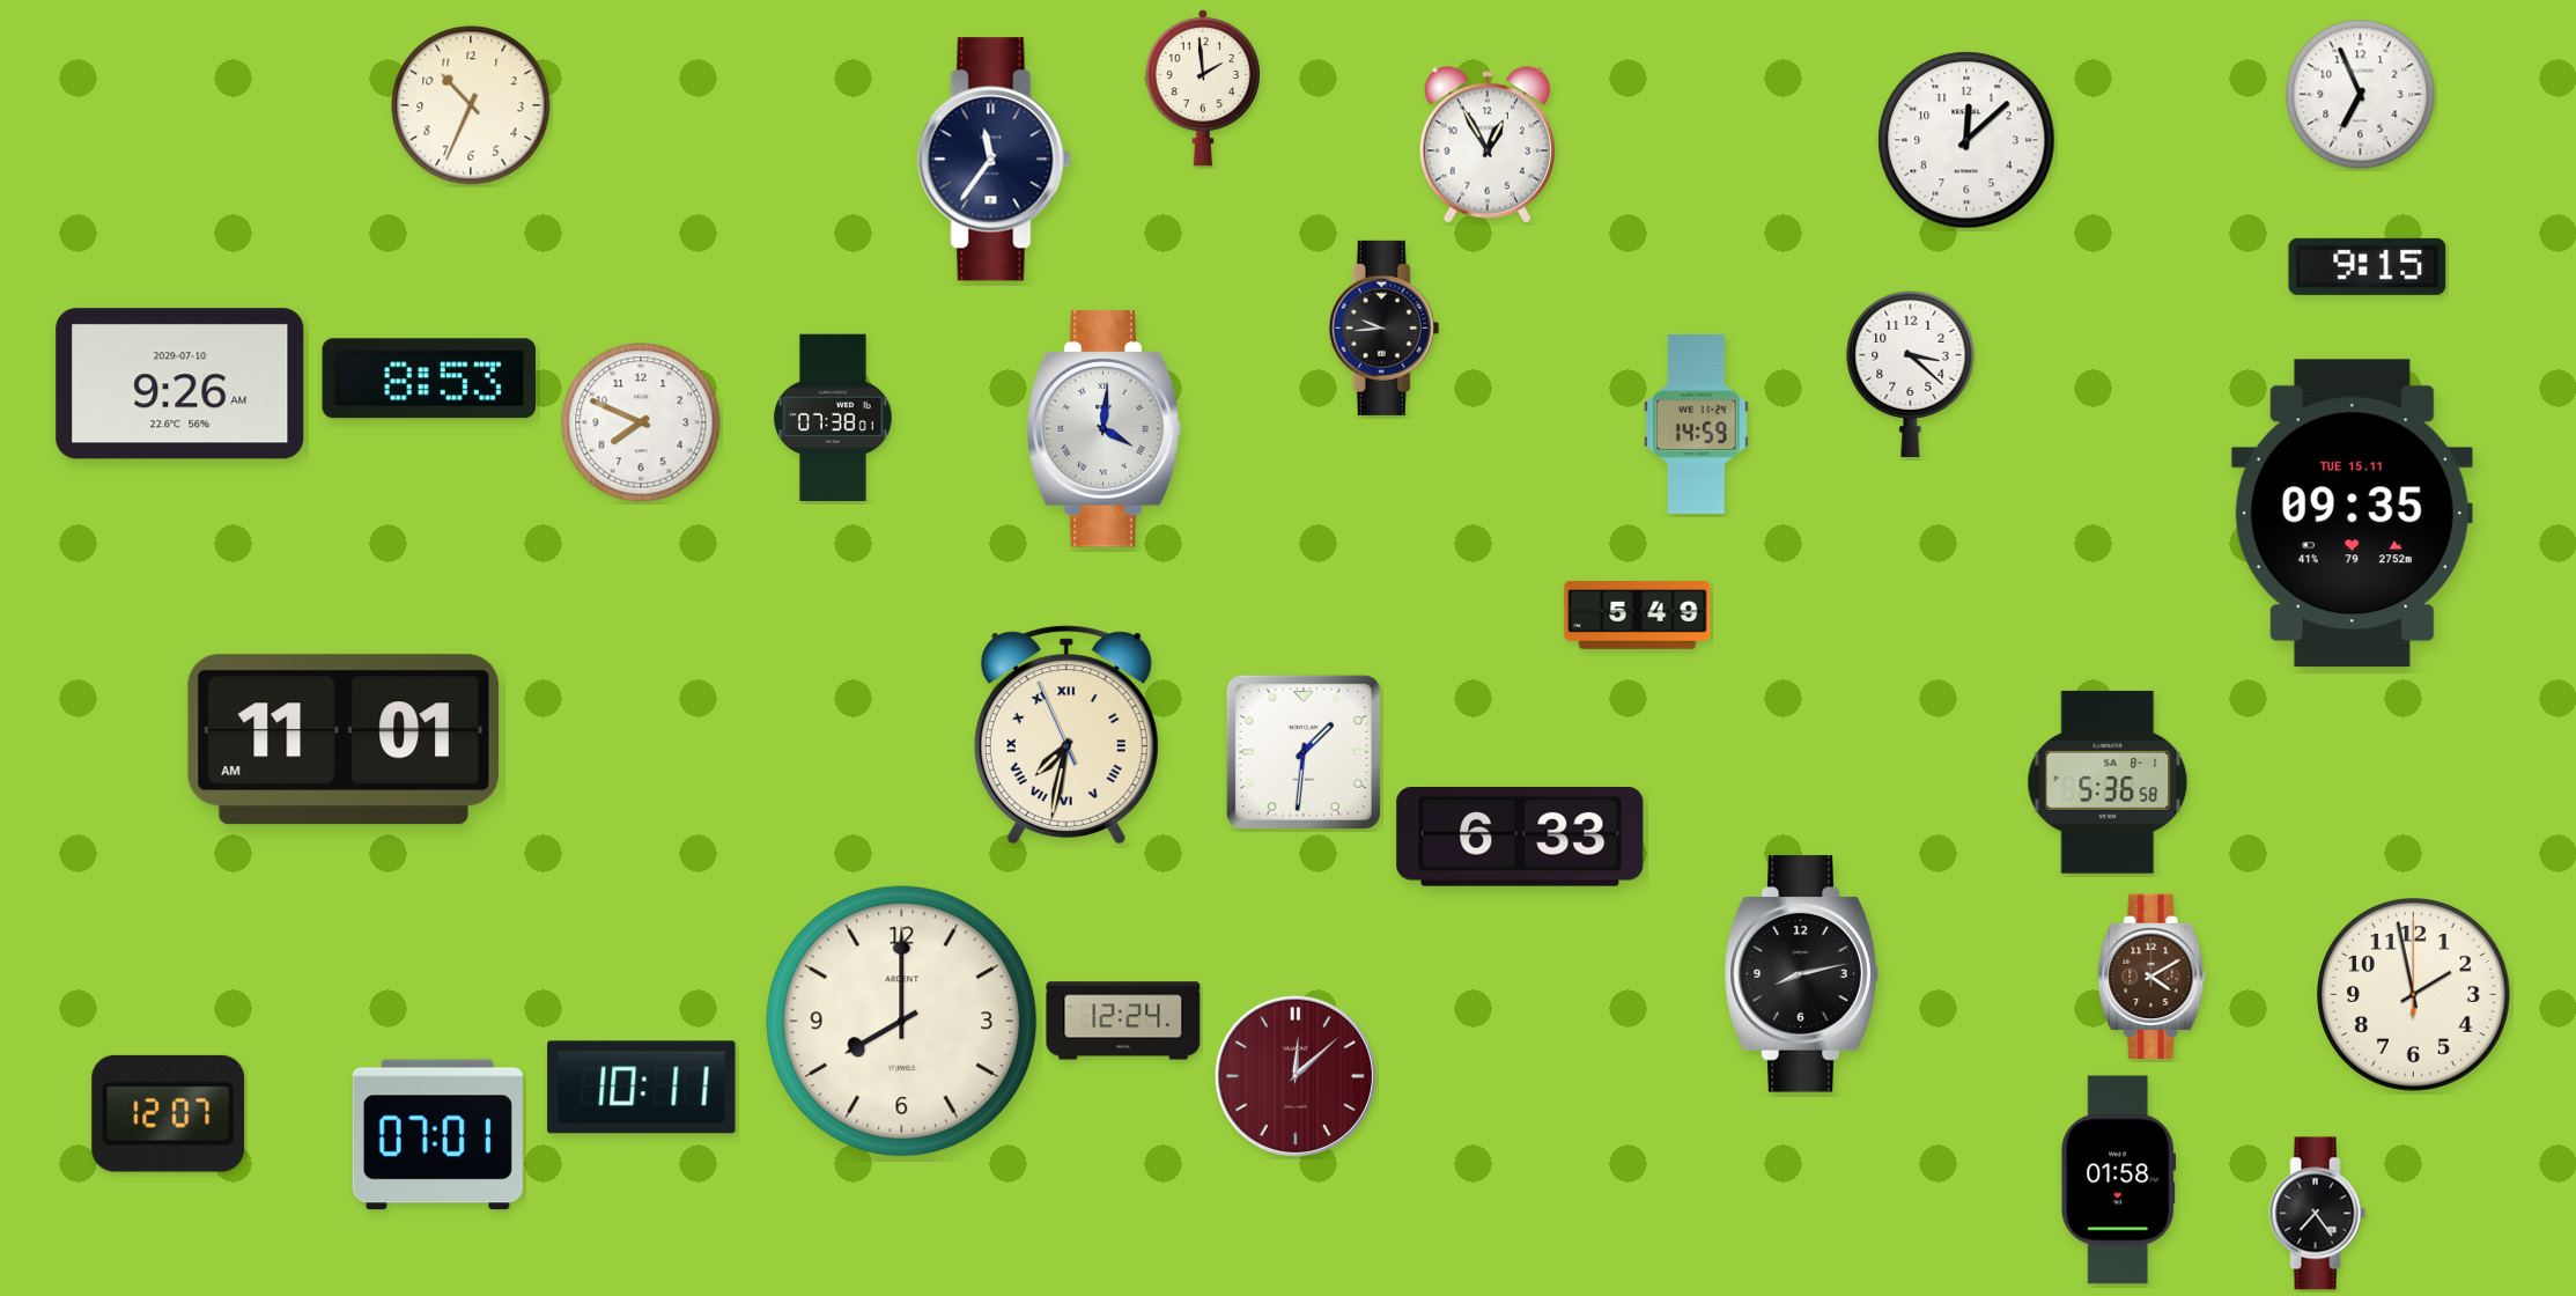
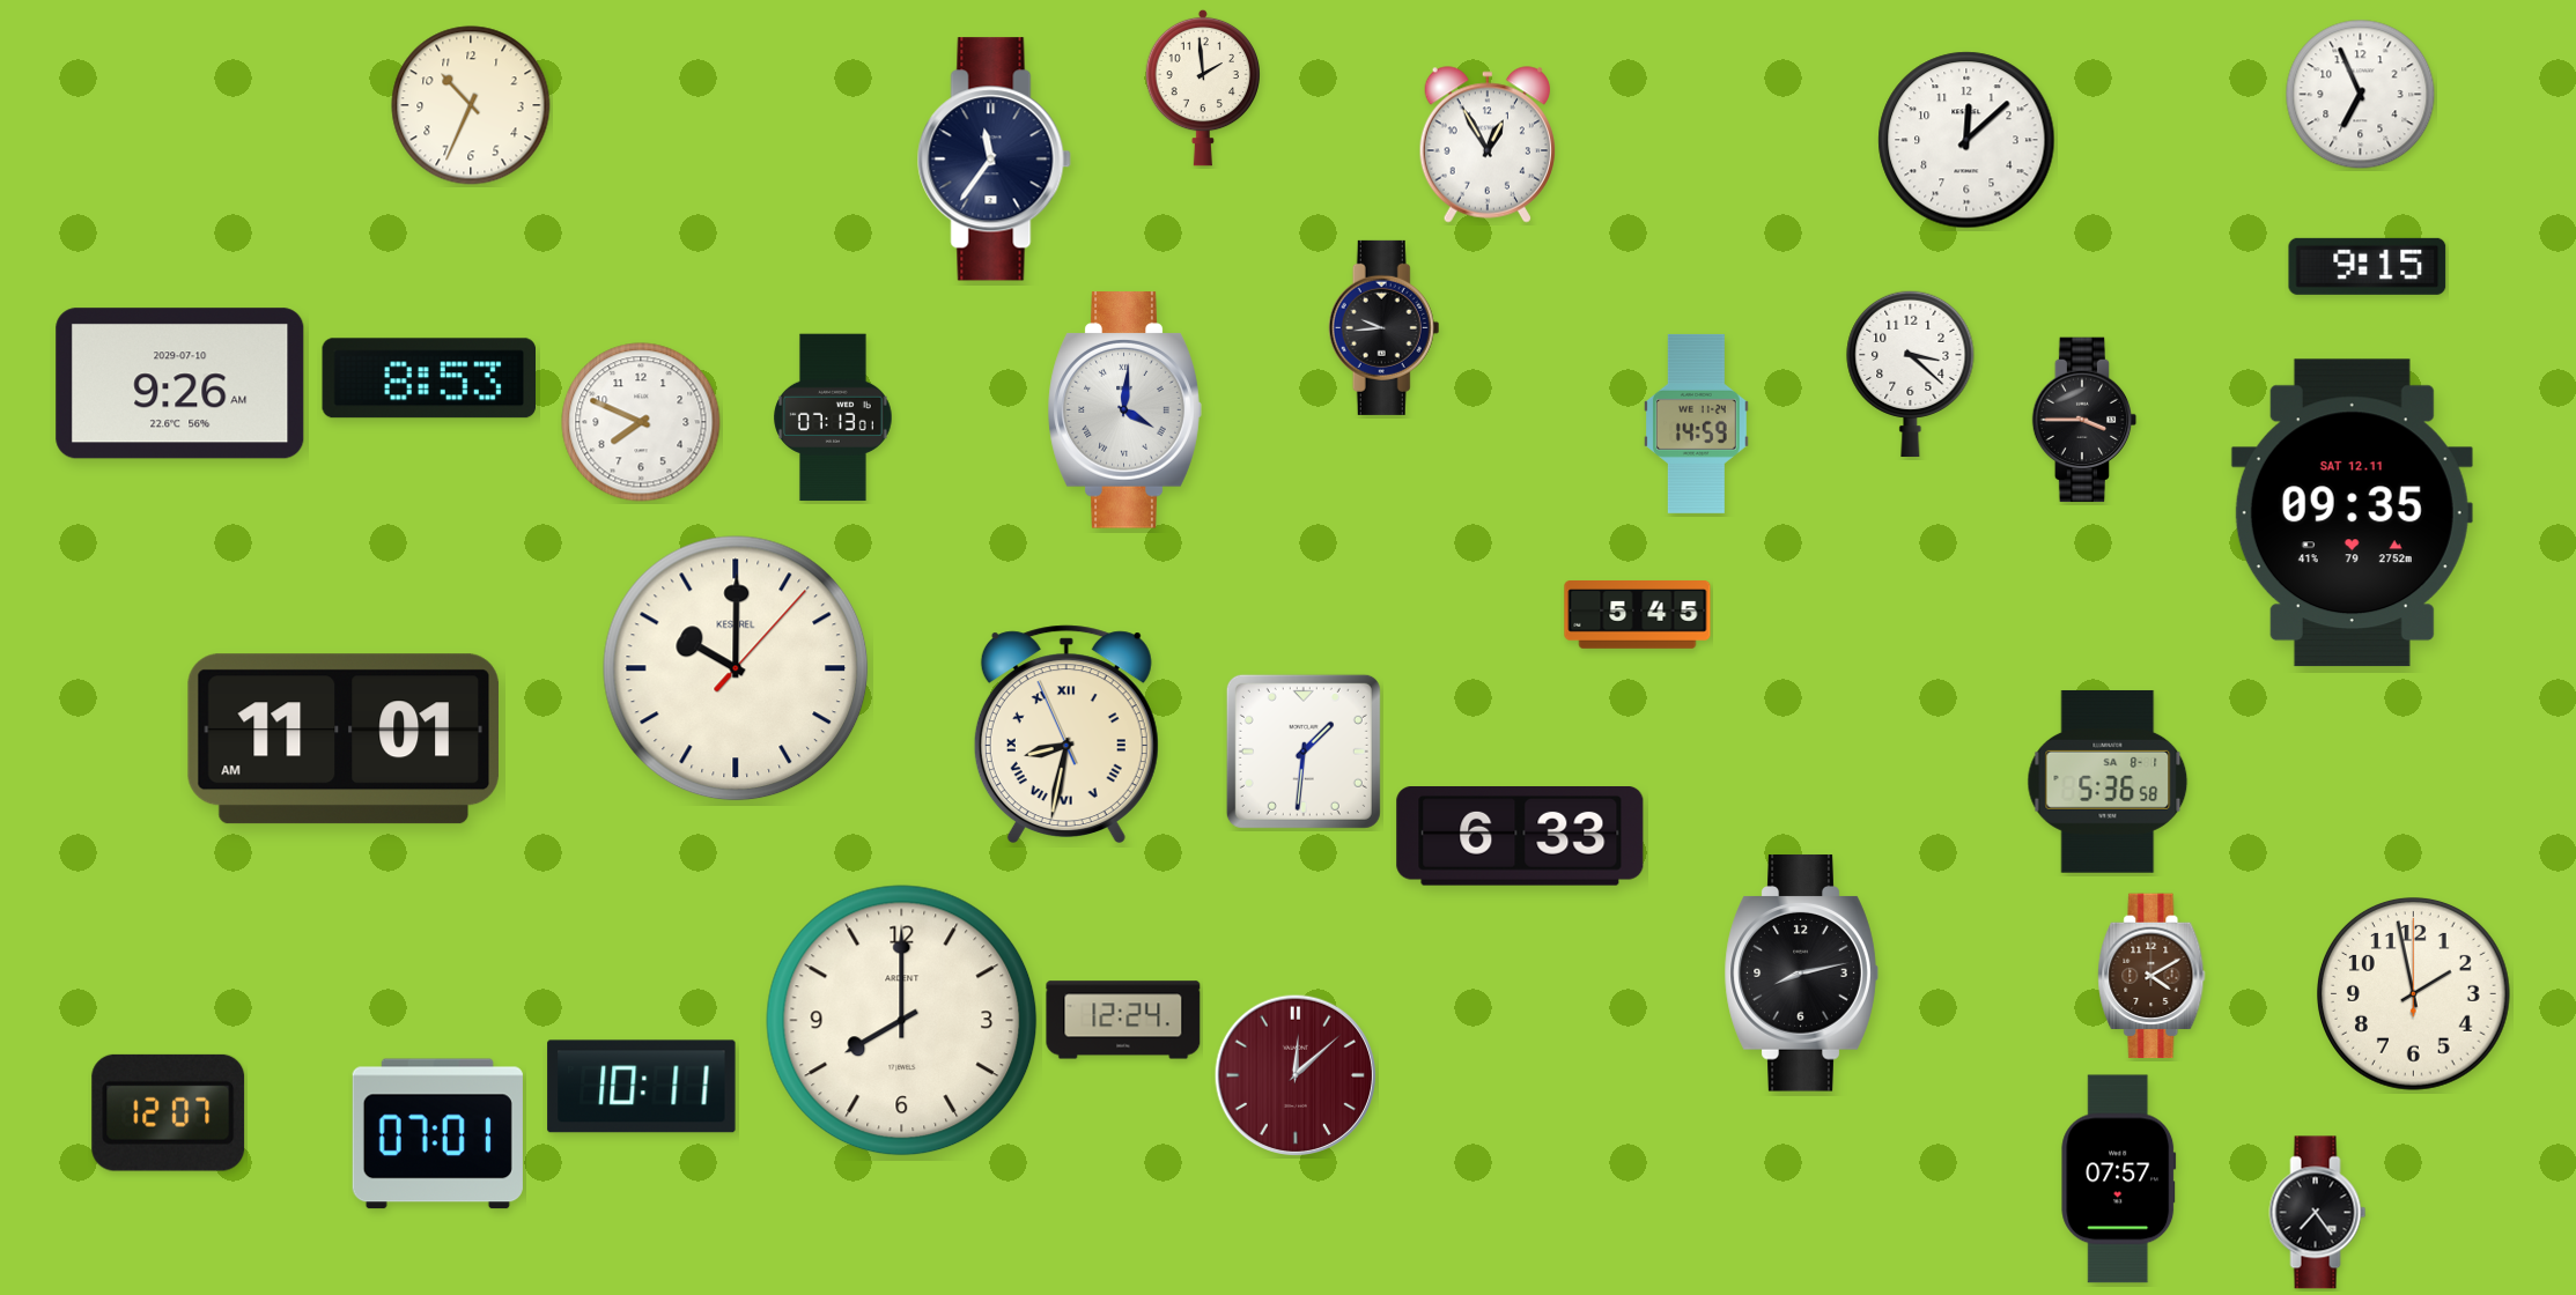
clock at (833, 418): 07:38 -> 07:13
clock at (2084, 420): none -> 3:45
clock at (1104, 429) position: (1104, 429) -> (1124, 410)
clock at (2352, 514) date: TUE 15.11 -> SAT 12.11
clock at (1638, 616): 5:49 -> 5:45
clock at (736, 668): none -> 10:00
clock at (1066, 734): 7:31 -> 8:31
clock at (2119, 1180): 01:58 -> 07:57
